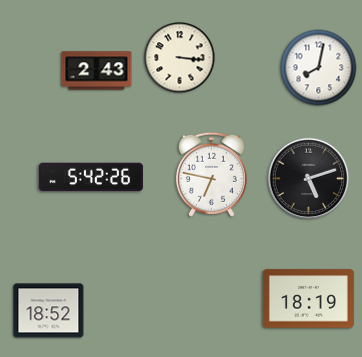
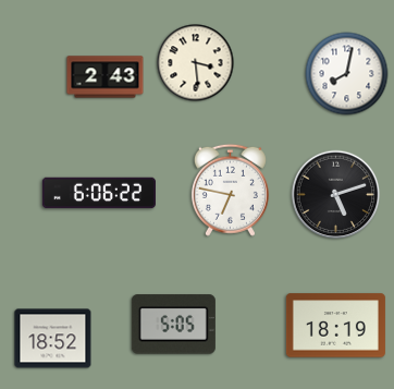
clock at (180, 58): 3:16 -> 3:29
clock at (91, 177): 5:42 -> 6:06
clock at (173, 325): none -> 5:05
